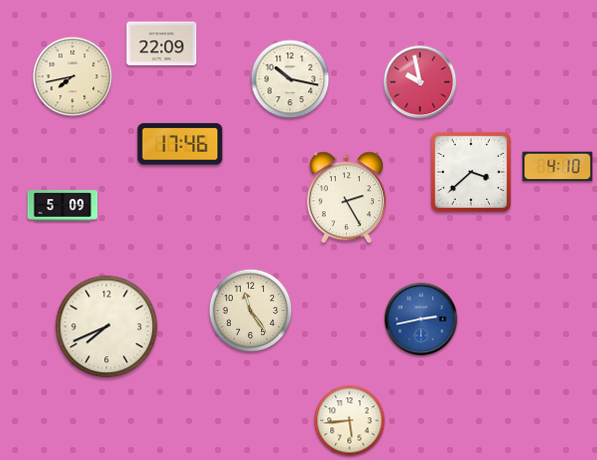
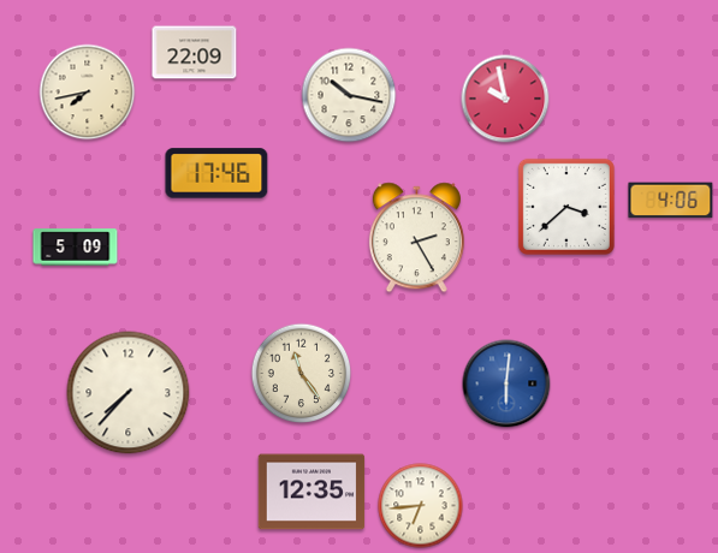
clock at (558, 167): 4:10 -> 4:06
clock at (421, 319): 2:43 -> 6:01
clock at (107, 327): 7:41 -> 7:37
clock at (311, 492): none -> 12:35
clock at (350, 421): 5:44 -> 6:44
